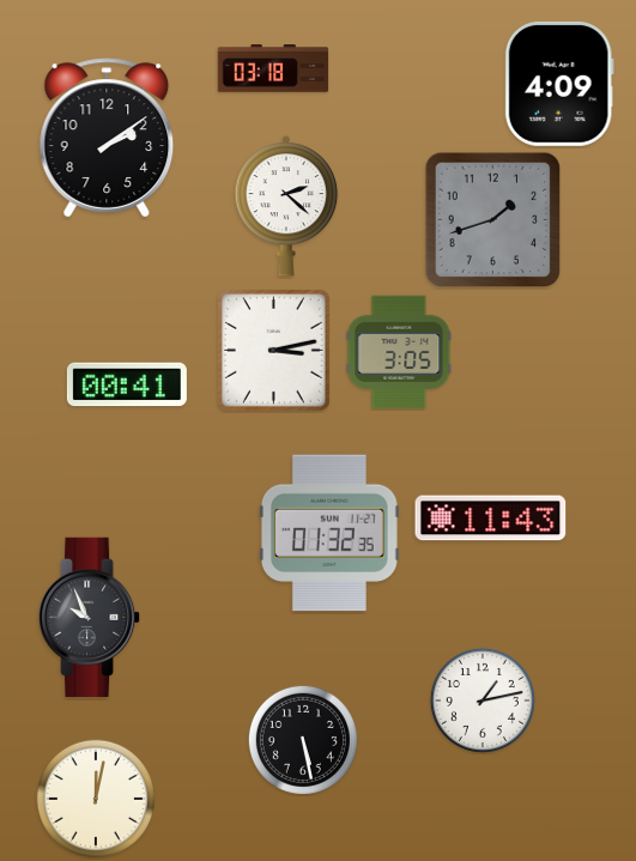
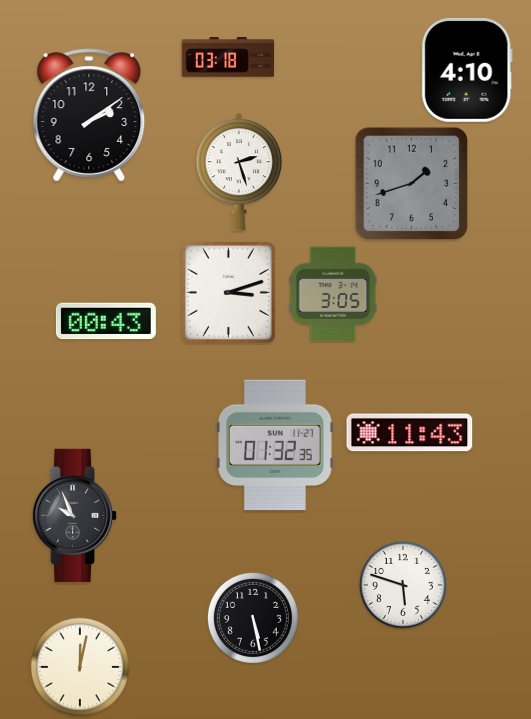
clock at (559, 84): 4:09 -> 4:10
clock at (286, 206): 2:22 -> 2:27
clock at (273, 350): 3:13 -> 3:12
clock at (127, 384): 00:41 -> 00:43
clock at (483, 701): 1:13 -> 5:48
